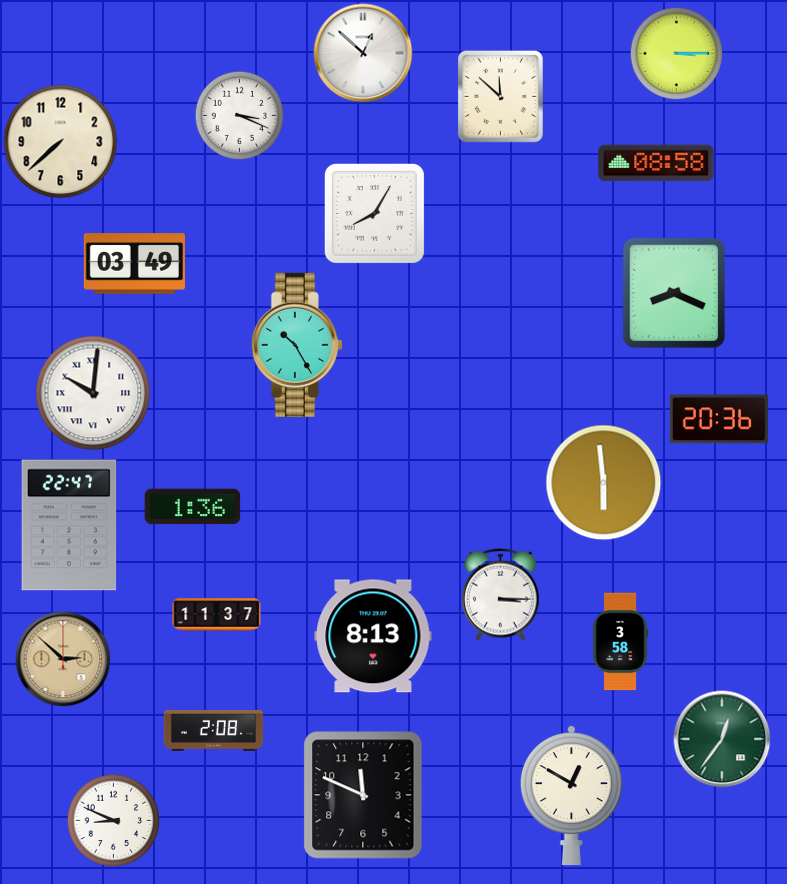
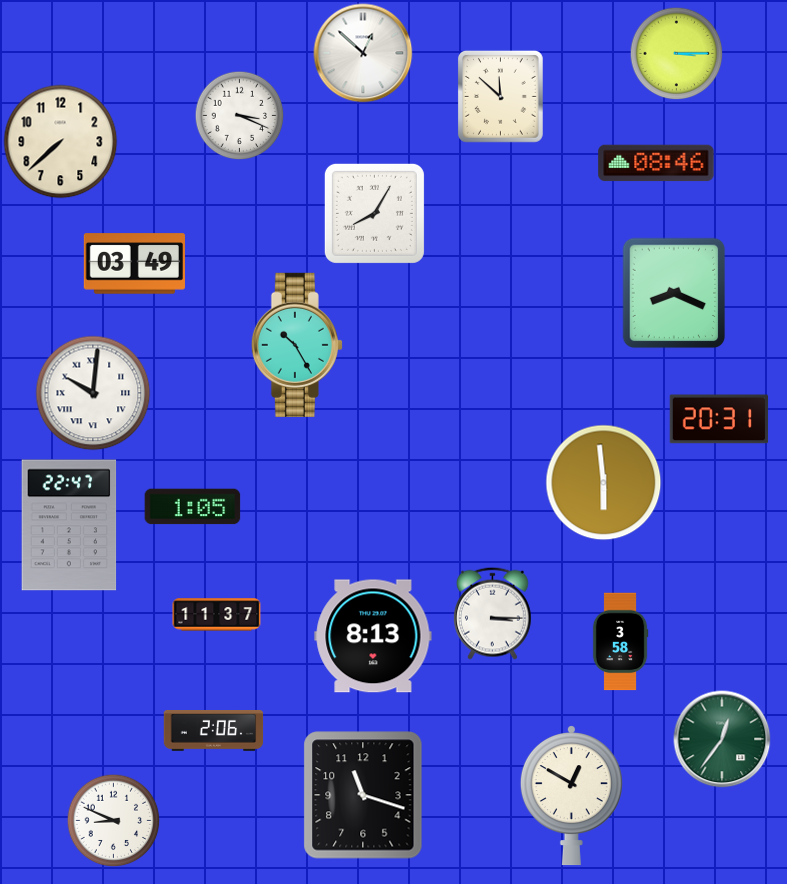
clock at (656, 163): 08:58 -> 08:46
clock at (719, 419): 20:36 -> 20:31
clock at (193, 507): 1:36 -> 1:05
clock at (501, 594) position: (501, 594) -> (493, 613)
clock at (63, 659): 2:52 -> none
clock at (214, 731): 2:08 -> 2:06
clock at (363, 795): 11:49 -> 11:18
